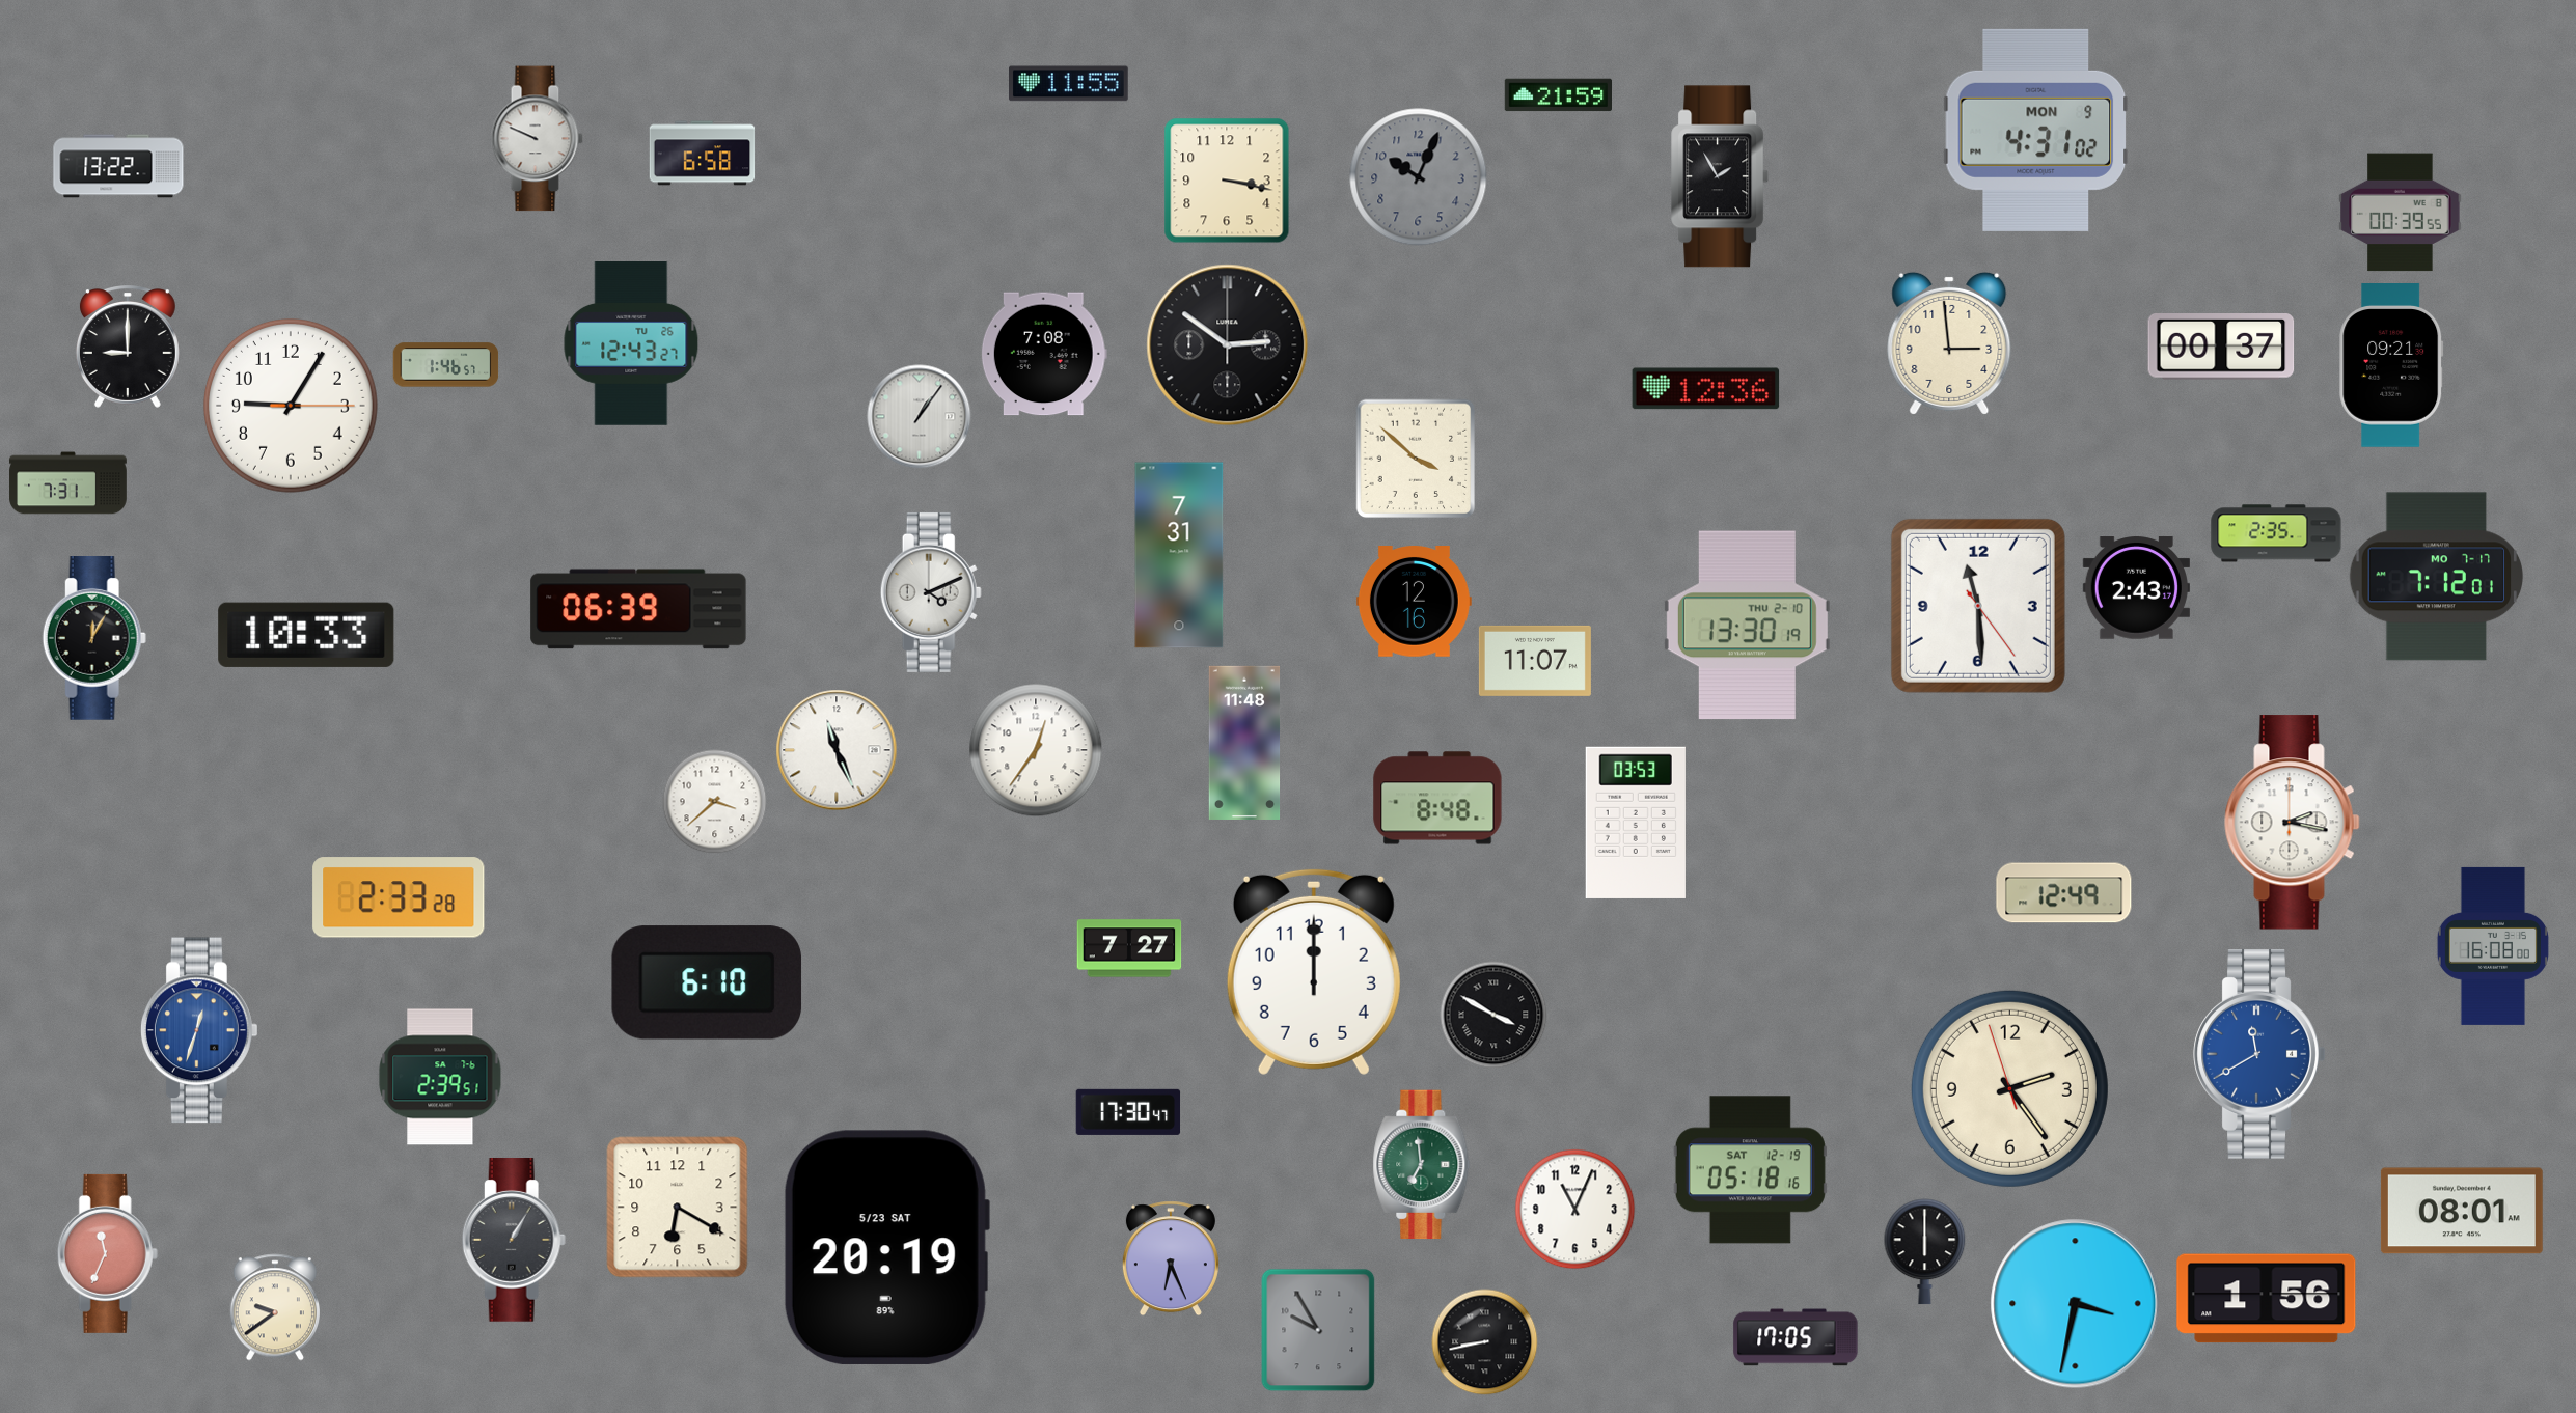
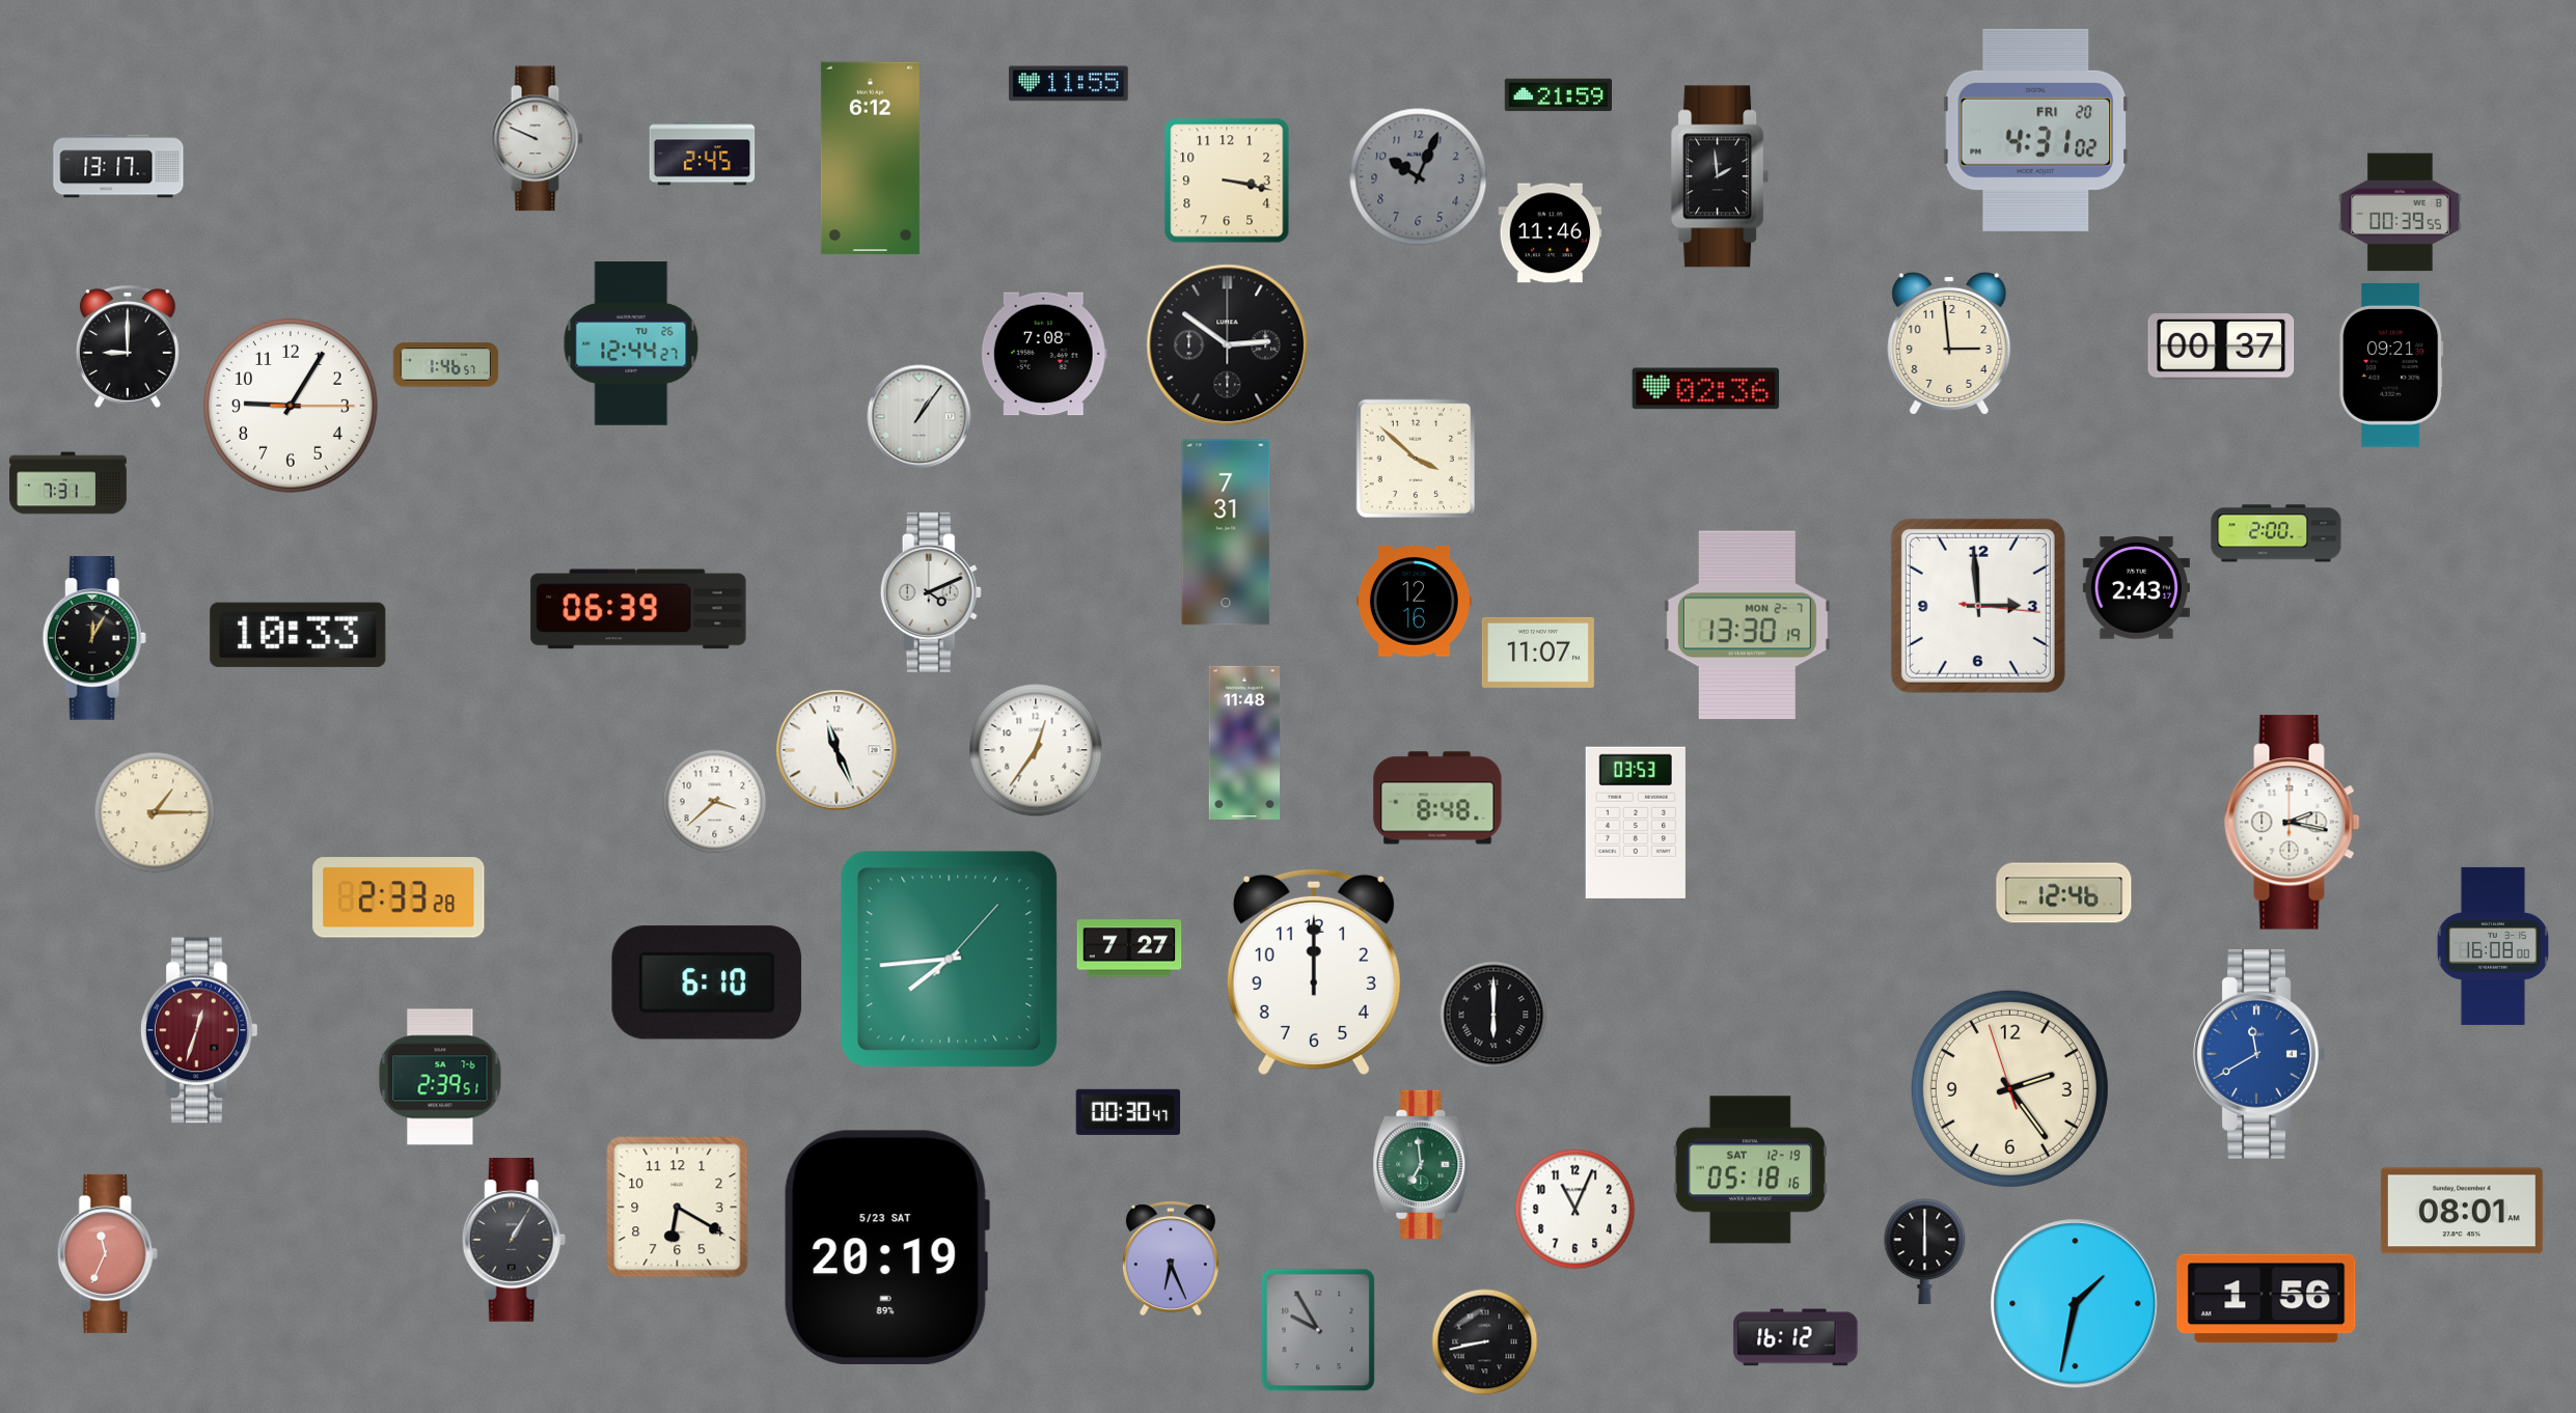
clock at (2036, 130) date: MON 9 -> FRI 20
clock at (703, 154): 6:58 -> 2:45
clock at (870, 159): none -> 6:12
clock at (118, 166): 13:22 -> 13:17
clock at (1721, 176): 1:55 -> 1:59
clock at (1551, 233): none -> 11:46
clock at (631, 344): 12:43 -> 12:44
clock at (1706, 389): 12:36 -> 02:36
clock at (2276, 533): 2:35 -> 2:00
clock at (1179, 555) position: (1179, 555) -> (1226, 532)
clock at (2437, 577): 7:12 -> none
clock at (1978, 606): 11:29 -> 2:59
clock at (1747, 626) date: THU 2-10 -> MON 2-7
clock at (306, 635) position: (306, 635) -> (298, 635)
clock at (1535, 661) position: (1535, 661) -> (1538, 653)
clock at (155, 812): none -> 1:15
clock at (2064, 893): 12:49 -> 12:46
clock at (950, 960): none -> 7:44
clock at (1493, 1015): 3:50 -> 6:00
clock at (199, 1030) dial: blue -> burgundy
clock at (1128, 1112): 17:30 -> 00:30
clock at (2076, 1304): 3:32 -> 1:32
clock at (275, 1307): 9:39 -> none
clock at (1796, 1337): 17:05 -> 16:12
